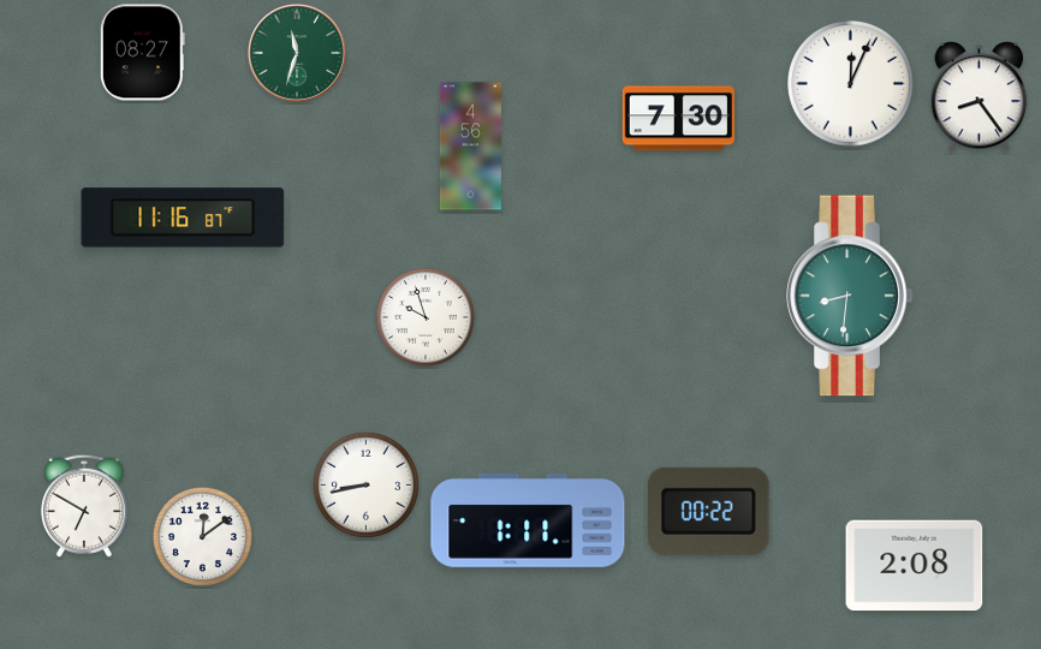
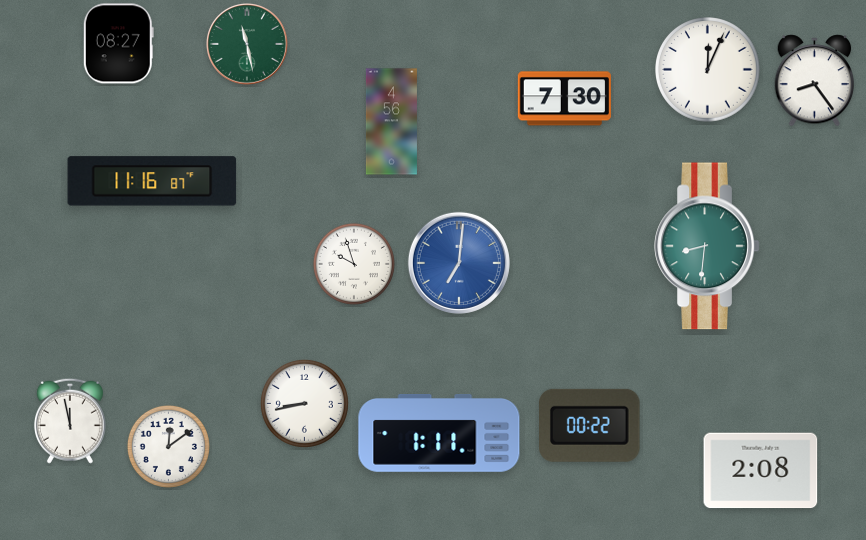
clock at (297, 53): 11:33 -> 11:28
clock at (459, 263): none -> 7:01
clock at (84, 506): 6:50 -> 11:58
